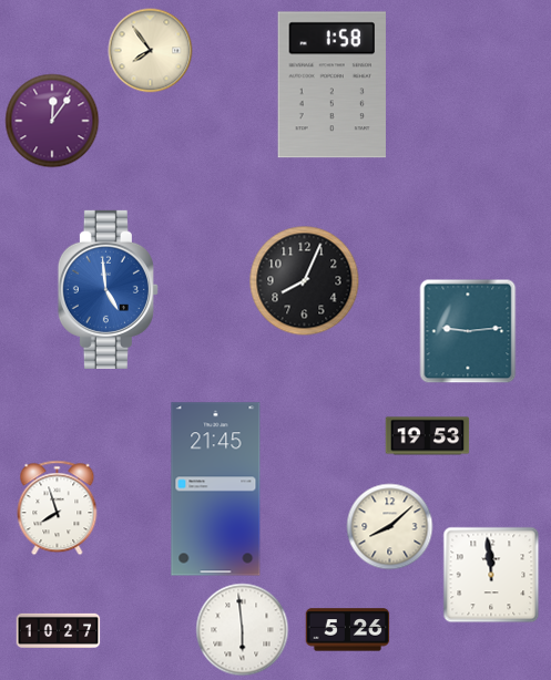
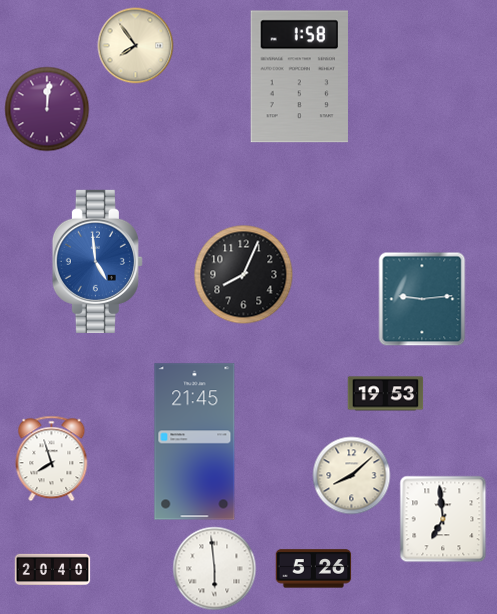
clock at (52, 121): 12:06 -> 12:01
clock at (305, 281) position: (305, 281) -> (244, 275)
clock at (491, 575): 11:59 -> 6:59
clock at (59, 630): 10:27 -> 20:40
clock at (243, 630) position: (243, 630) -> (215, 569)
